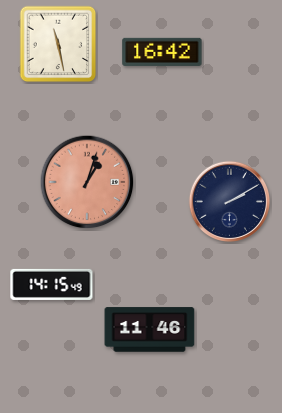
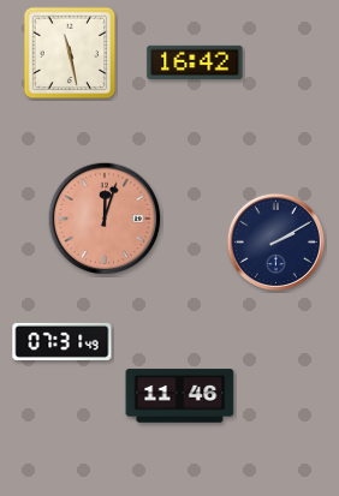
clock at (87, 182): 1:03 -> 12:03
clock at (52, 284): 14:15 -> 07:31
